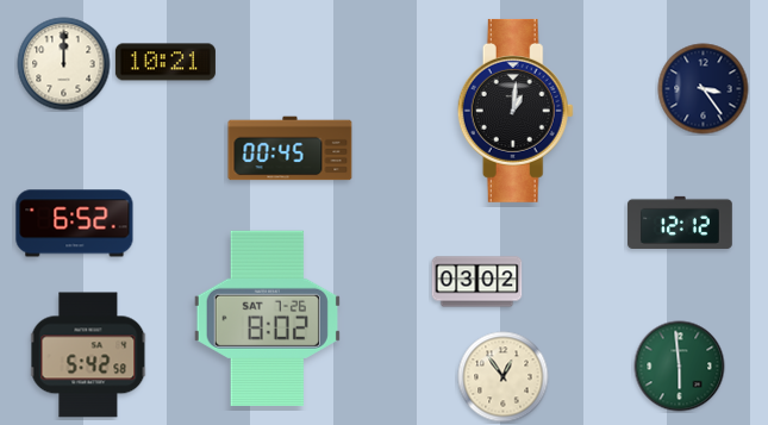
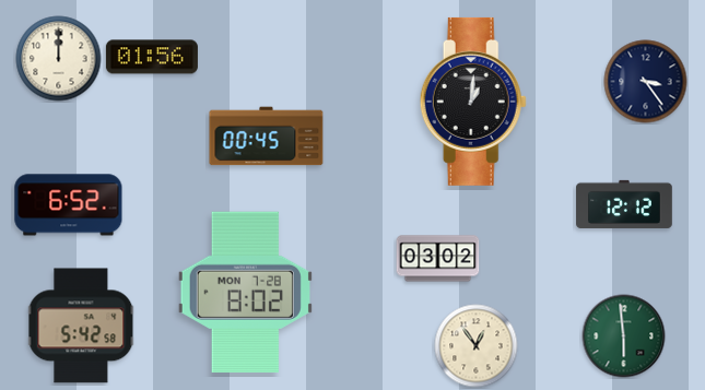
clock at (166, 62): 10:21 -> 01:56
clock at (267, 318) date: SAT 7-26 -> MON 7-28
clock at (504, 377) position: (504, 377) -> (477, 346)
